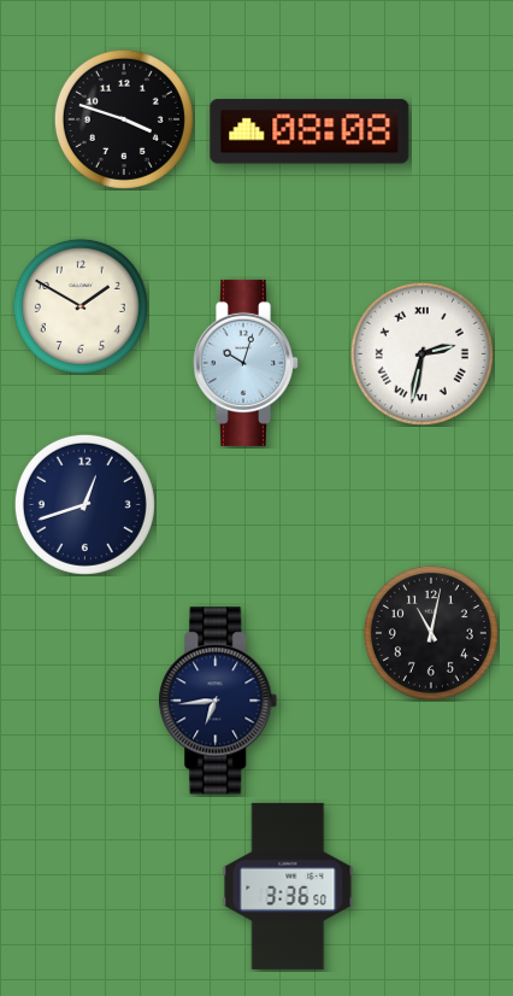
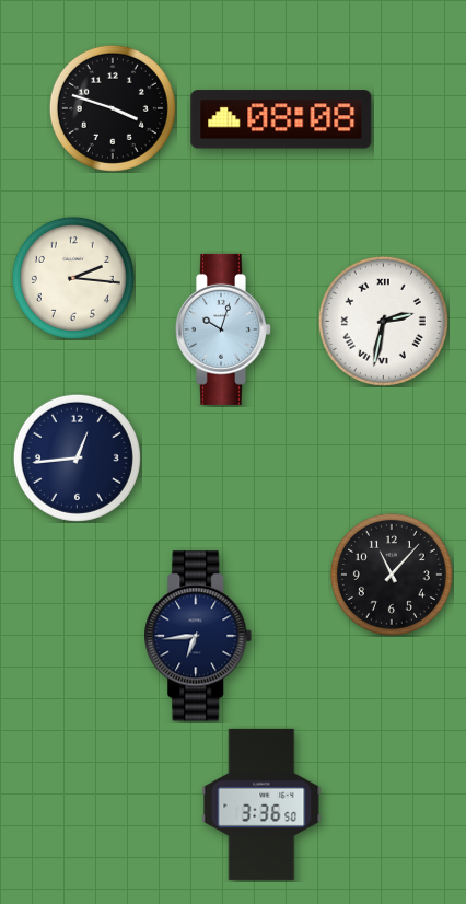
clock at (81, 306): 1:50 -> 2:16
clock at (84, 504): 12:42 -> 12:44
clock at (431, 633): 11:02 -> 11:07
